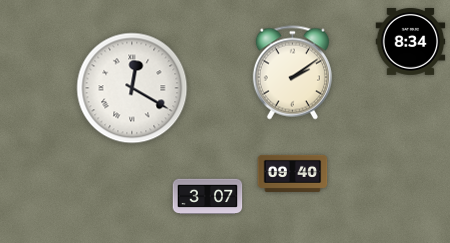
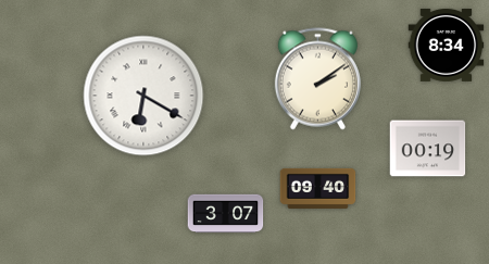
clock at (132, 88): 12:20 -> 6:20
clock at (428, 149): none -> 00:19
